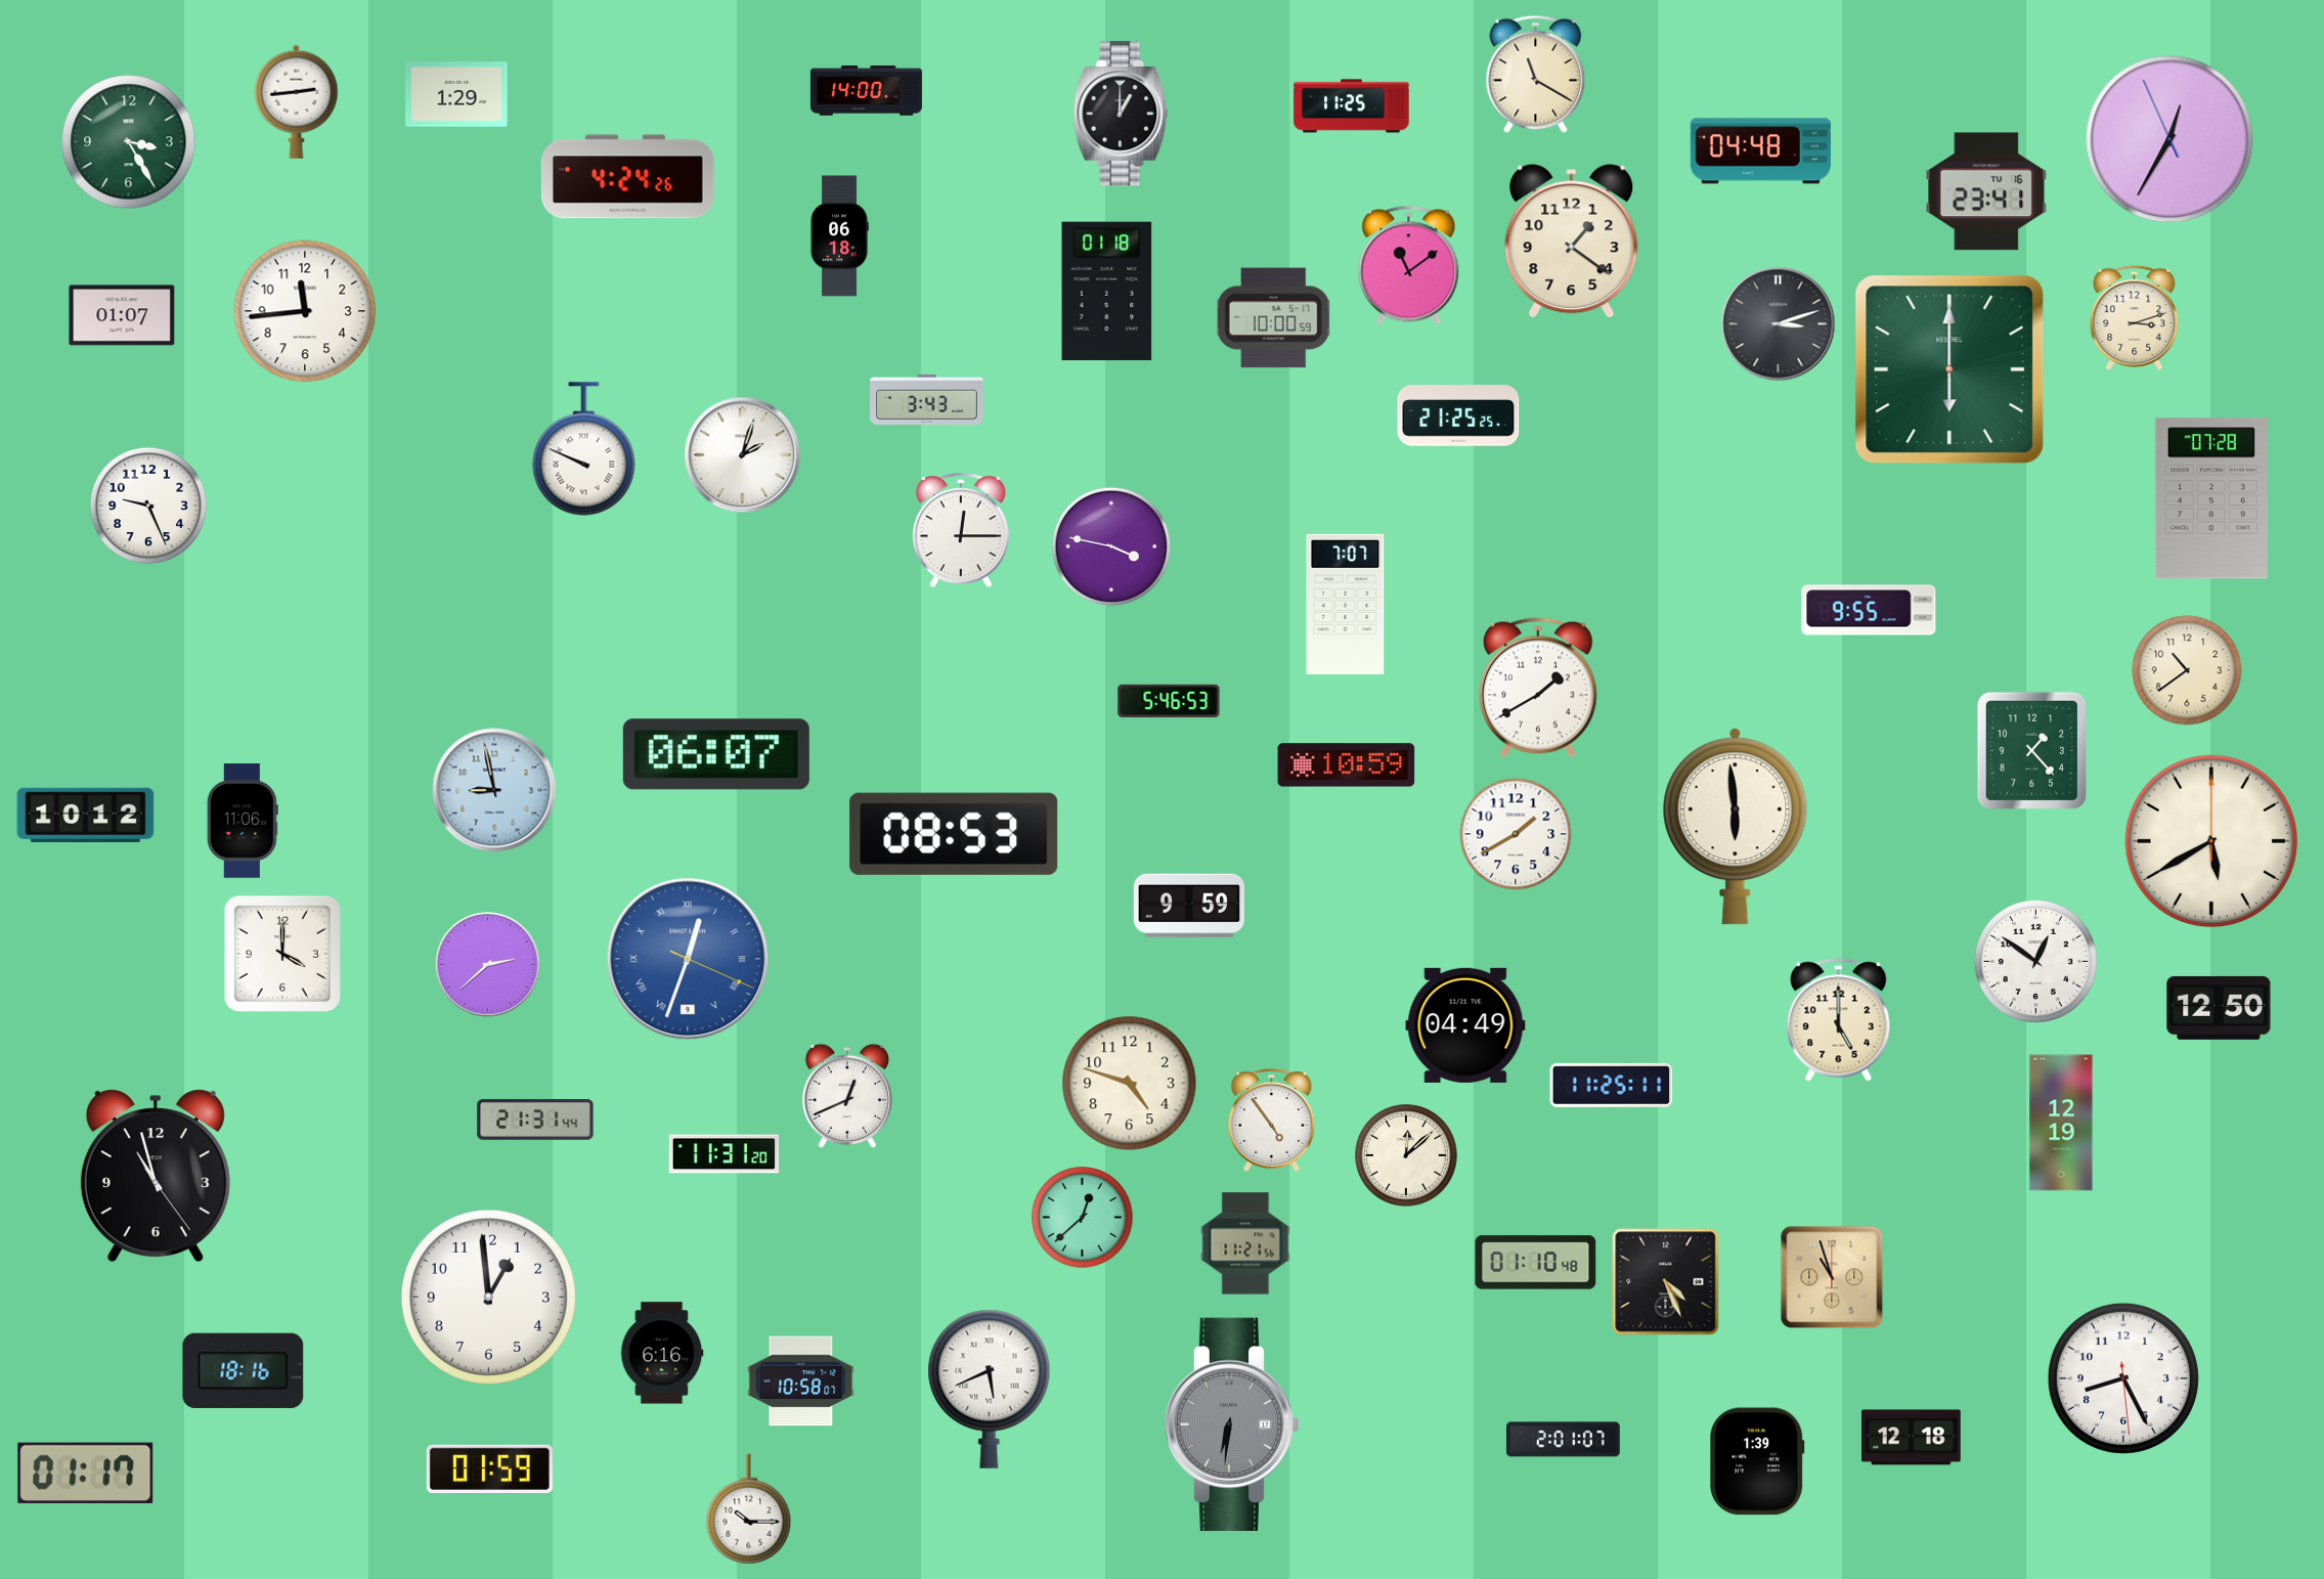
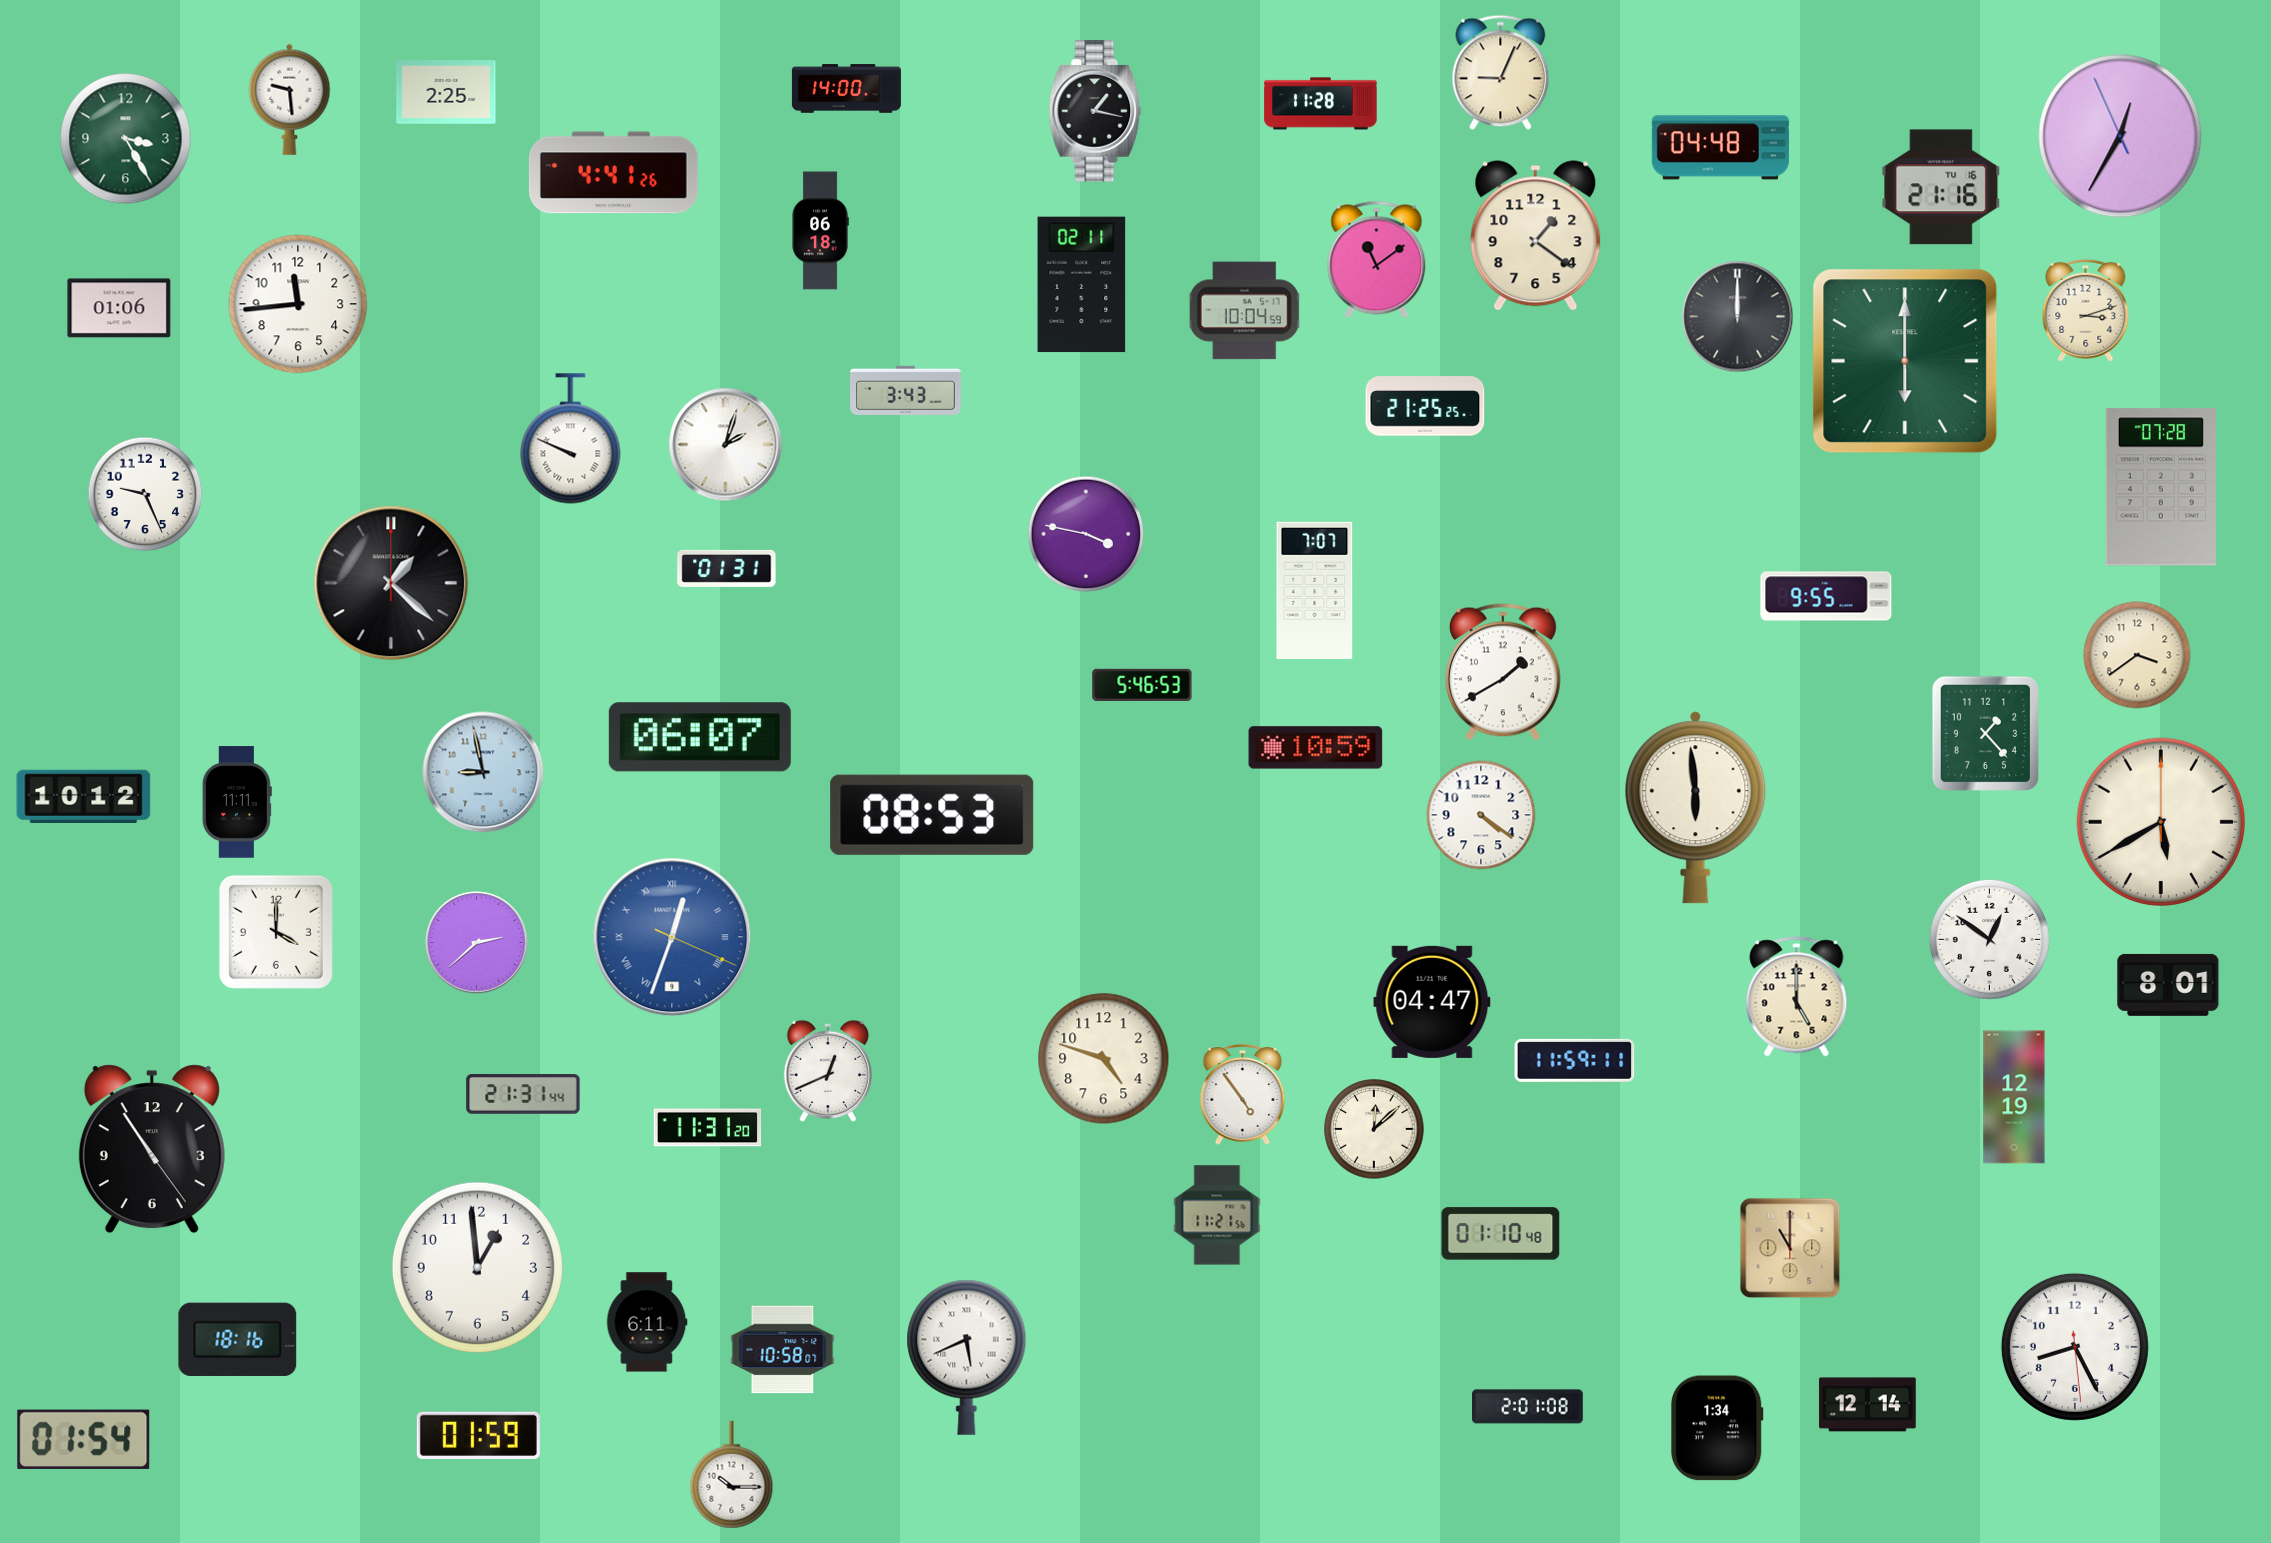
clock at (1536, 75): 11:20 -> 9:04
clock at (456, 94): 1:29 -> 2:25
clock at (297, 101): 2:44 -> 9:29
clock at (1352, 106): 11:25 -> 11:28
clock at (1121, 114): 1:00 -> 1:17
clock at (627, 177): 4:24 -> 4:41
clock at (1986, 191): 23:41 -> 21:16
clock at (1107, 292): 01:18 -> 02:11
clock at (122, 315): 01:07 -> 01:06
clock at (1274, 318): 10:00 -> 10:04
clock at (1779, 324): 3:12 -> 12:00
clock at (961, 531): 12:15 -> none
clock at (727, 568): none -> 01:31
clock at (391, 583): none -> 1:22
clock at (2187, 670): 10:39 -> 3:39
clock at (243, 821): 11:06 -> 11:11
clock at (1516, 834): 1:40 -> 4:21
clock at (1189, 906): 9:59 -> none
clock at (2219, 1008): 12:50 -> 8:01
clock at (1465, 1025): 04:49 -> 04:47
clock at (1612, 1085): 11:25 -> 11:59
clock at (156, 1176): 10:57 -> 10:54
clock at (1083, 1218): 12:38 -> none
clock at (1832, 1277): 10:57 -> 11:00
clock at (1666, 1282): 4:26 -> none
clock at (662, 1353): 6:16 -> 6:11
clock at (1232, 1424): 6:31 -> none
clock at (1912, 1438): 12:18 -> 12:14
clock at (1564, 1440): 2:01:07 -> 2:01:08
clock at (1757, 1461): 1:39 -> 1:34
clock at (86, 1473): 01:17 -> 01:54
